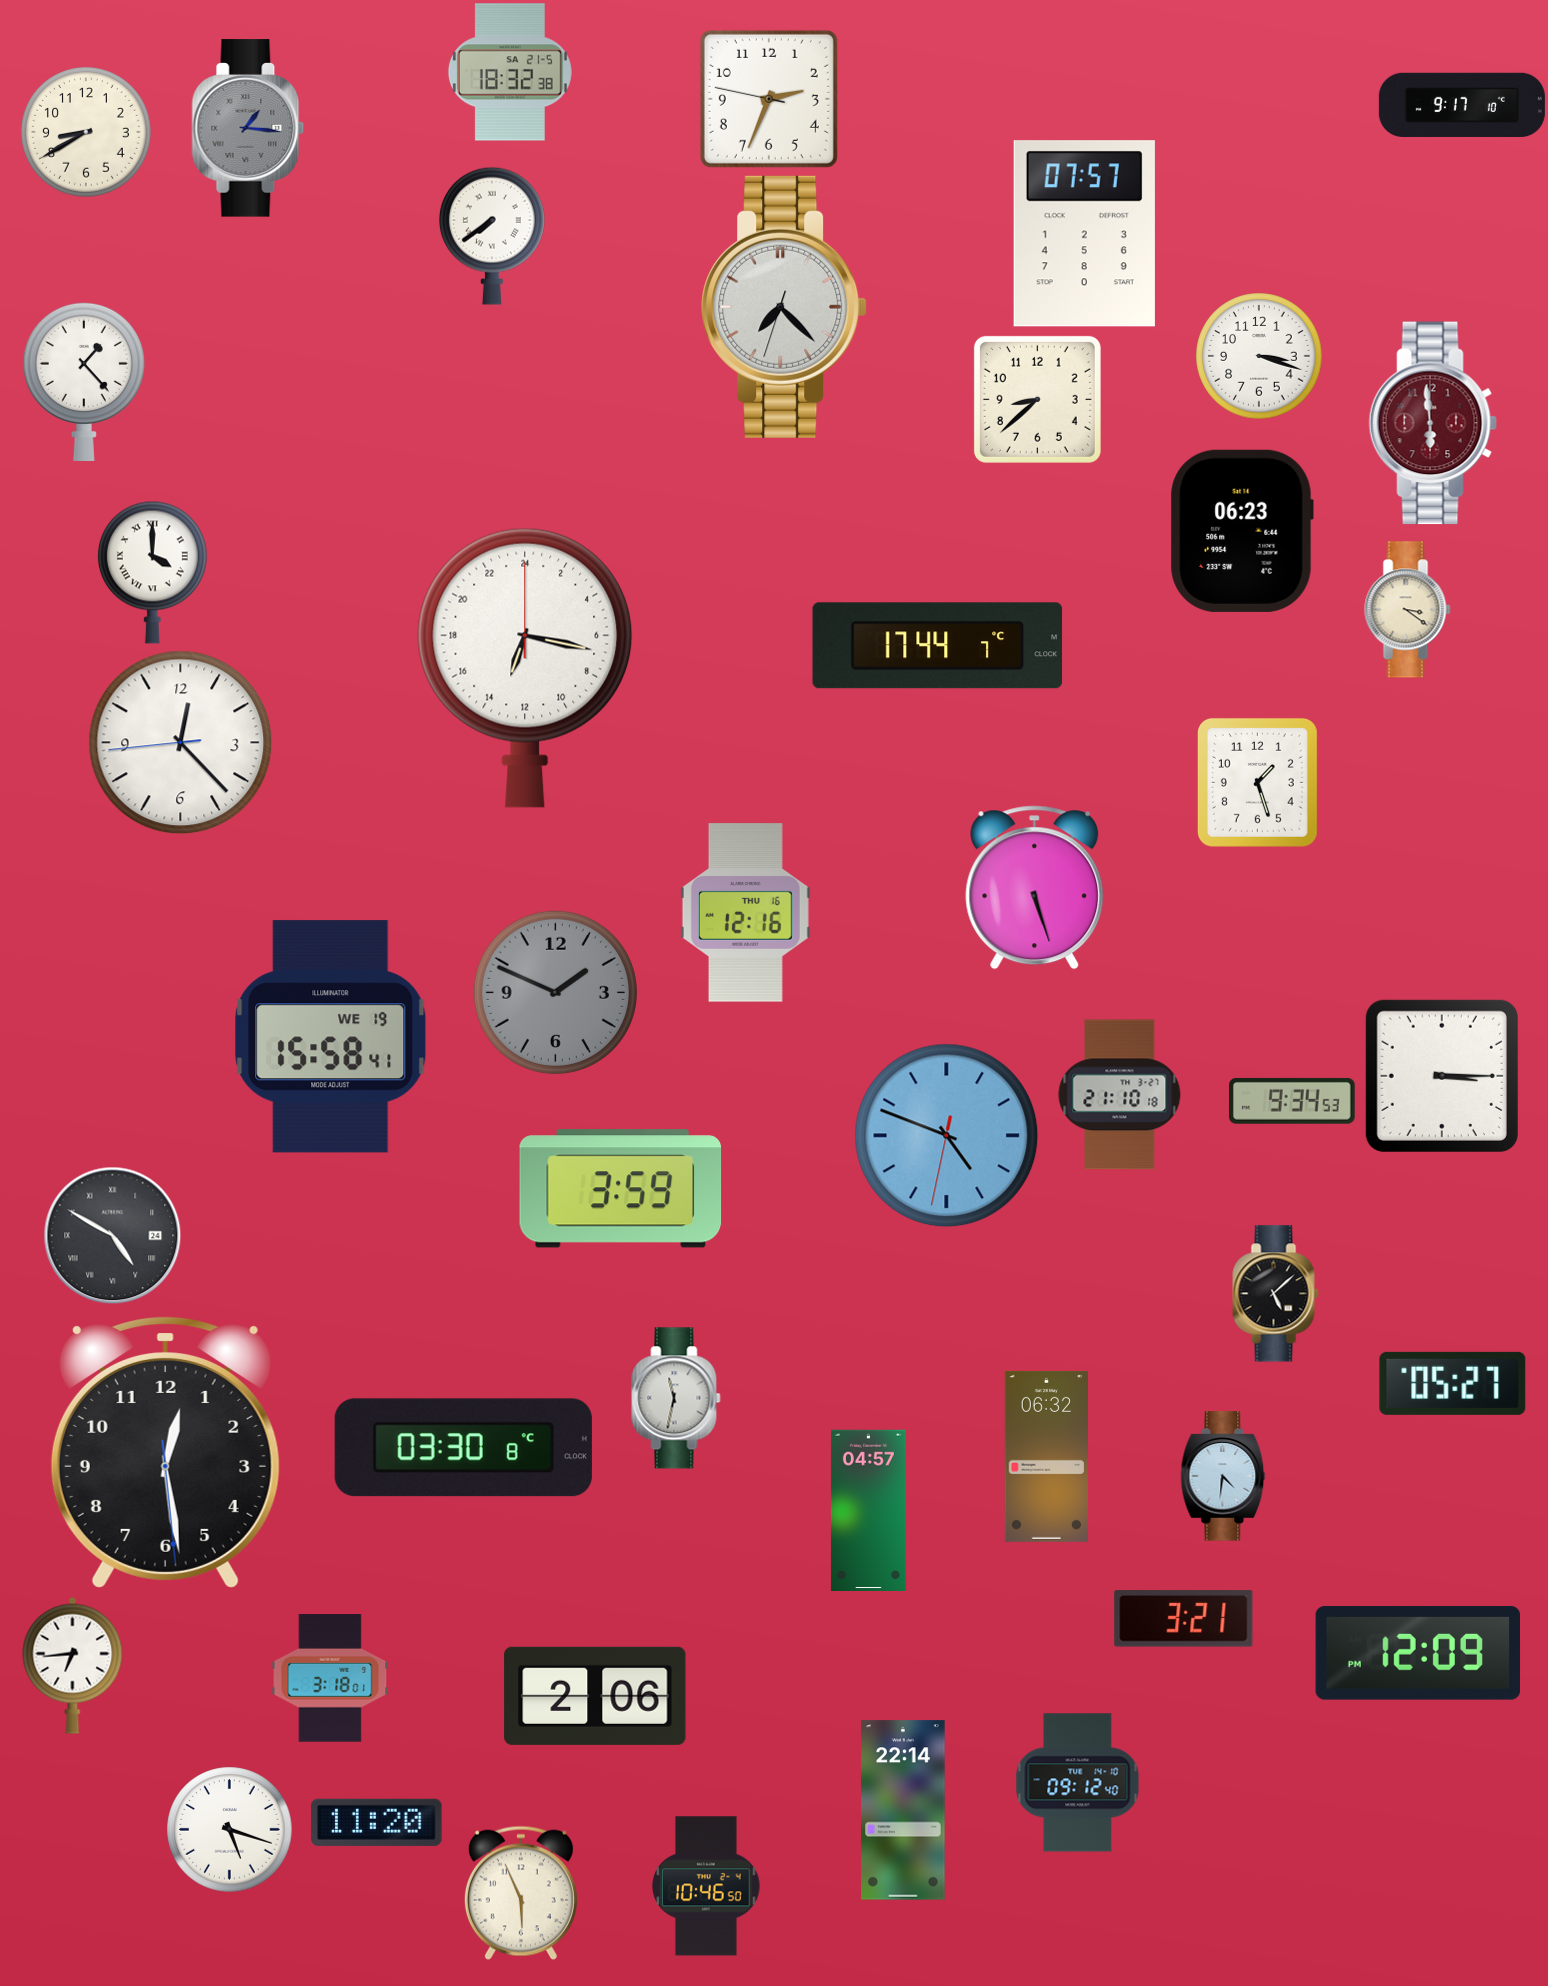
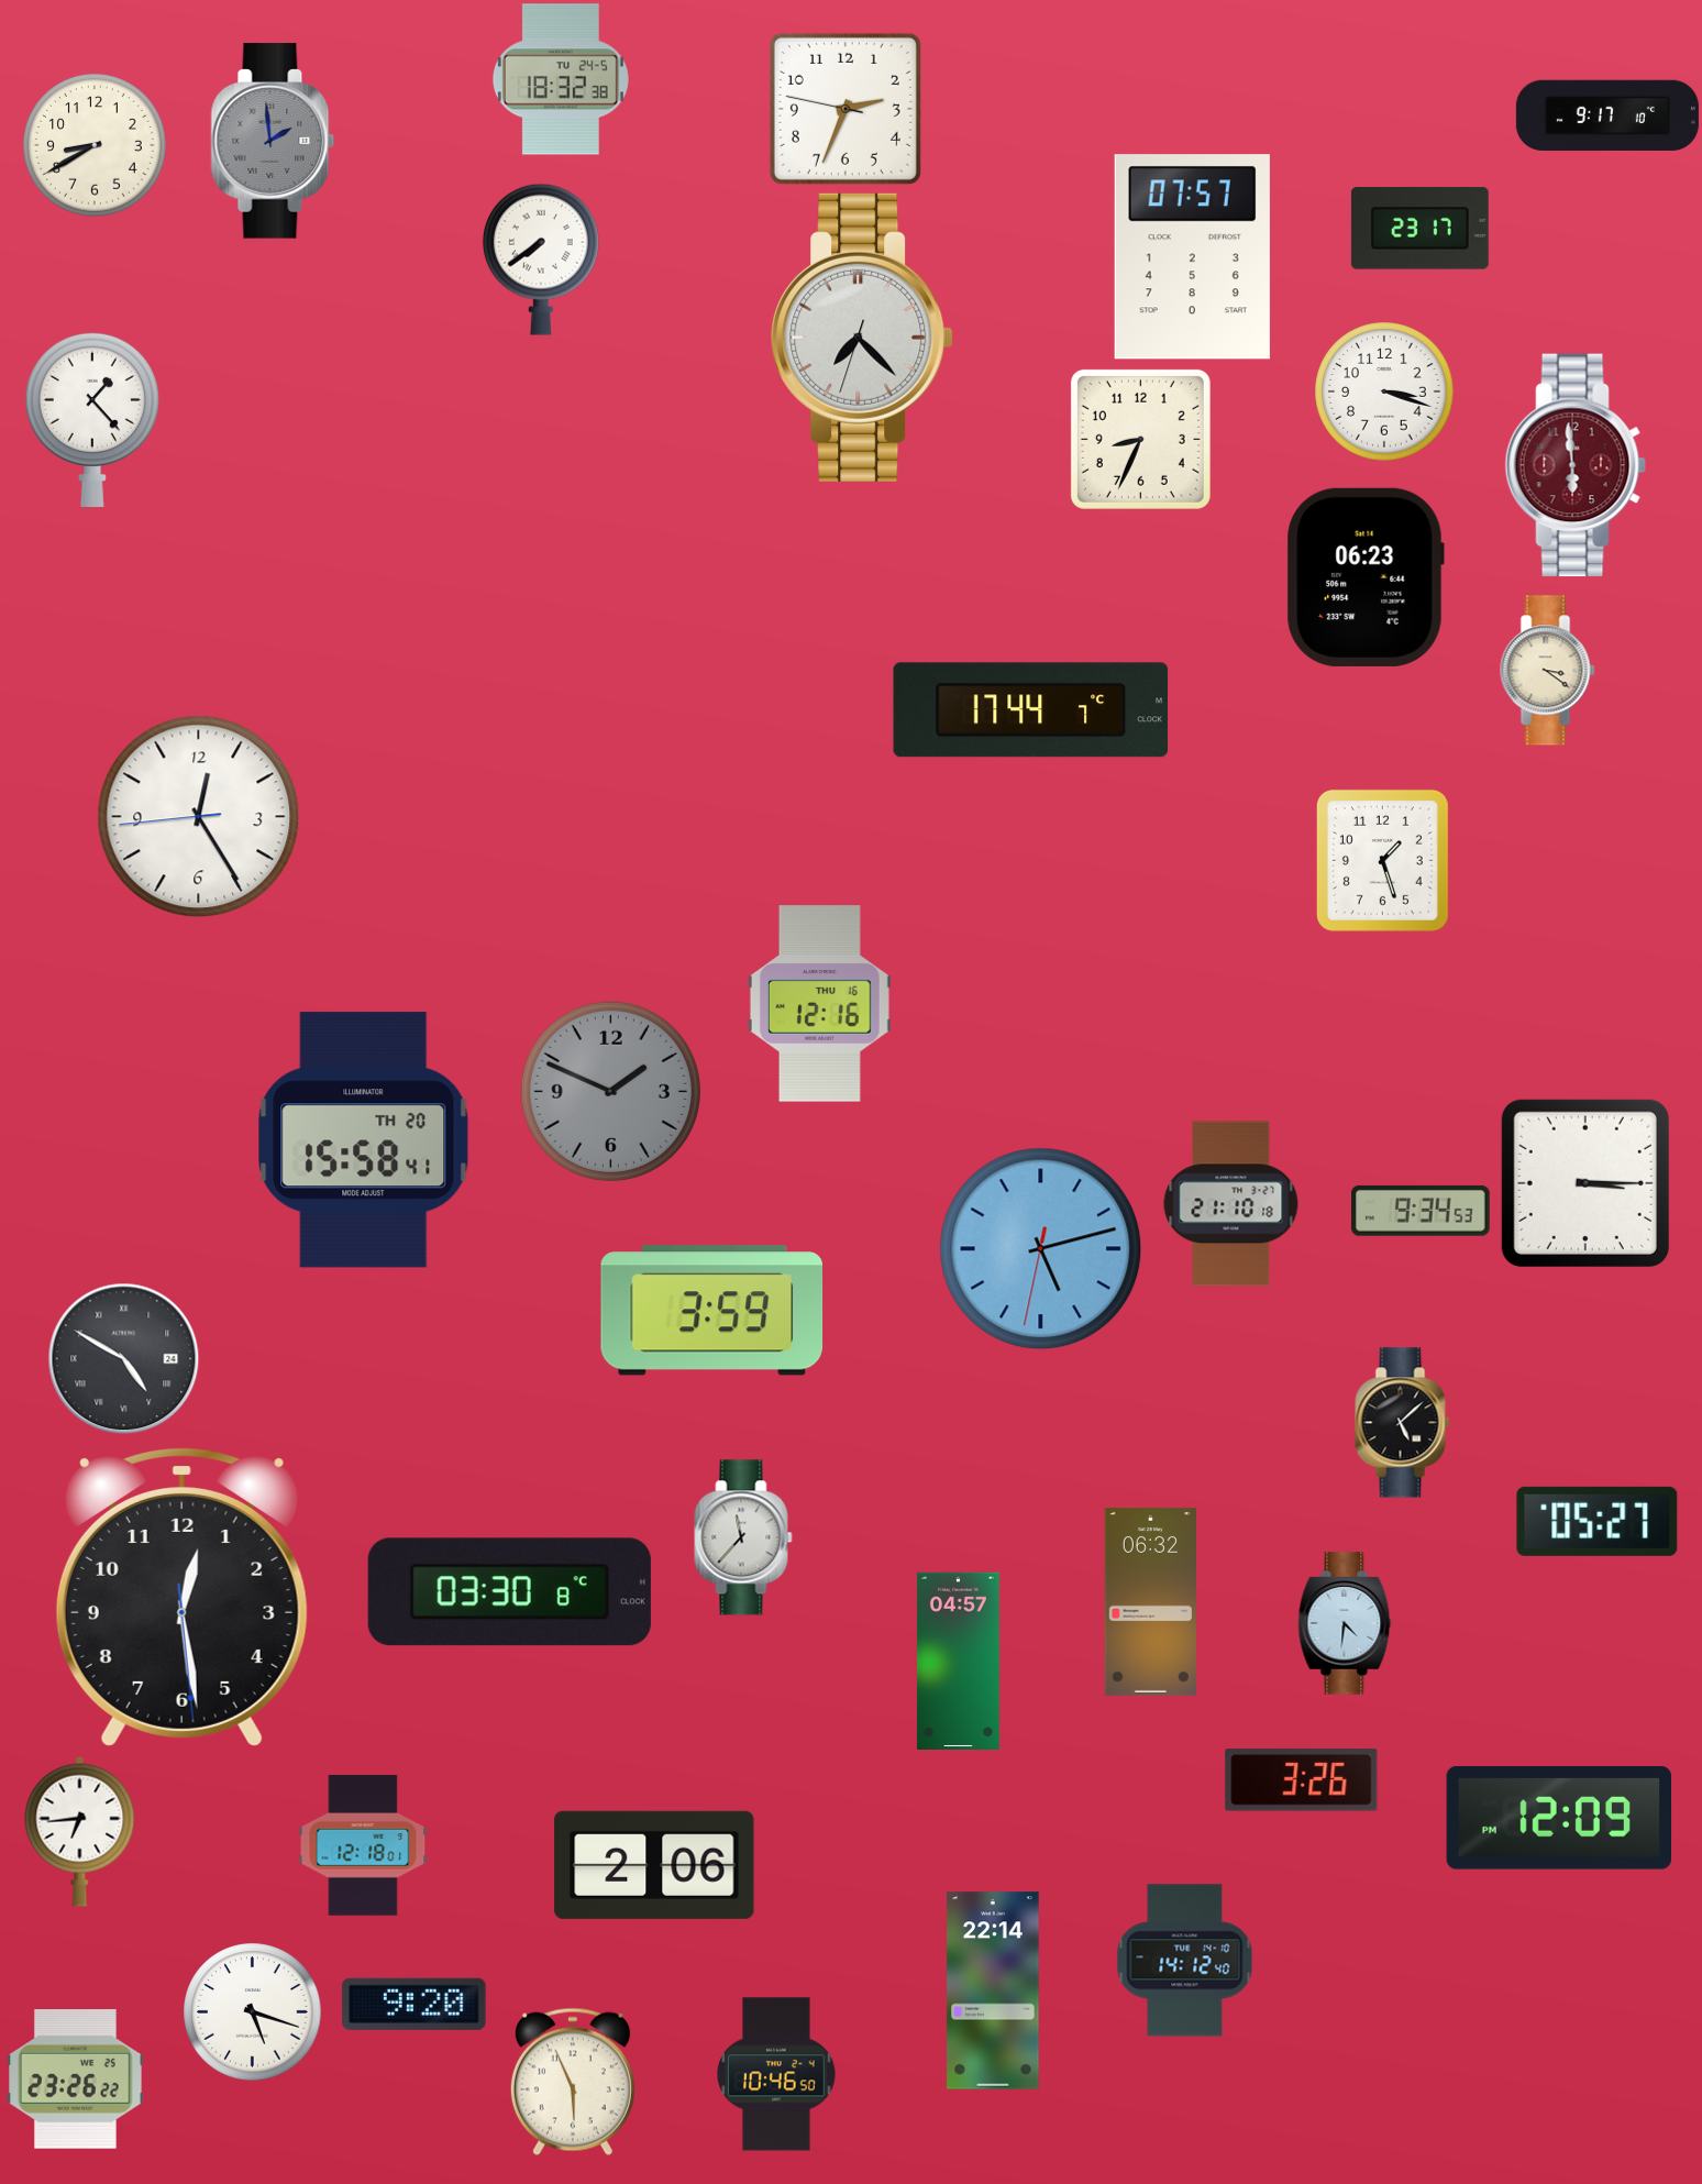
clock at (510, 72) date: SA 21-5 -> TU 24-5
clock at (248, 128): 1:16 -> 1:59
clock at (1419, 229): none -> 23:17
clock at (1037, 399): 8:38 -> 8:34
clock at (1242, 531) position: (1242, 531) -> (1366, 577)
clock at (152, 572): 4:00 -> none
clock at (525, 668): 13:17 -> none
clock at (181, 743): 12:22 -> 12:24
clock at (1035, 888): 5:27 -> none
clock at (331, 1037) date: WE 19 -> TH 20
clock at (947, 1136): 4:48 -> 5:12
clock at (621, 1189) position: (621, 1189) -> (712, 1311)
clock at (676, 1398): 11:32 -> 11:37
clock at (868, 1510) position: (868, 1510) -> (958, 1661)
clock at (1184, 1619): 3:21 -> 3:26
clock at (330, 1678): 3:18 -> 12:18
clock at (1078, 1783): 09:12 -> 14:12
clock at (377, 1822): 11:20 -> 9:20
clock at (76, 2080): none -> 23:26
